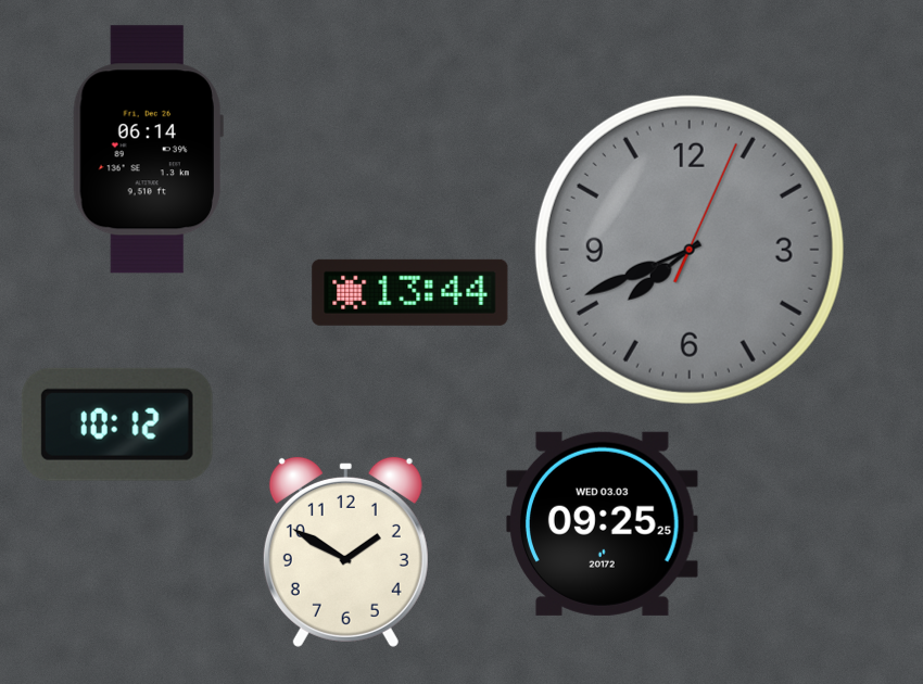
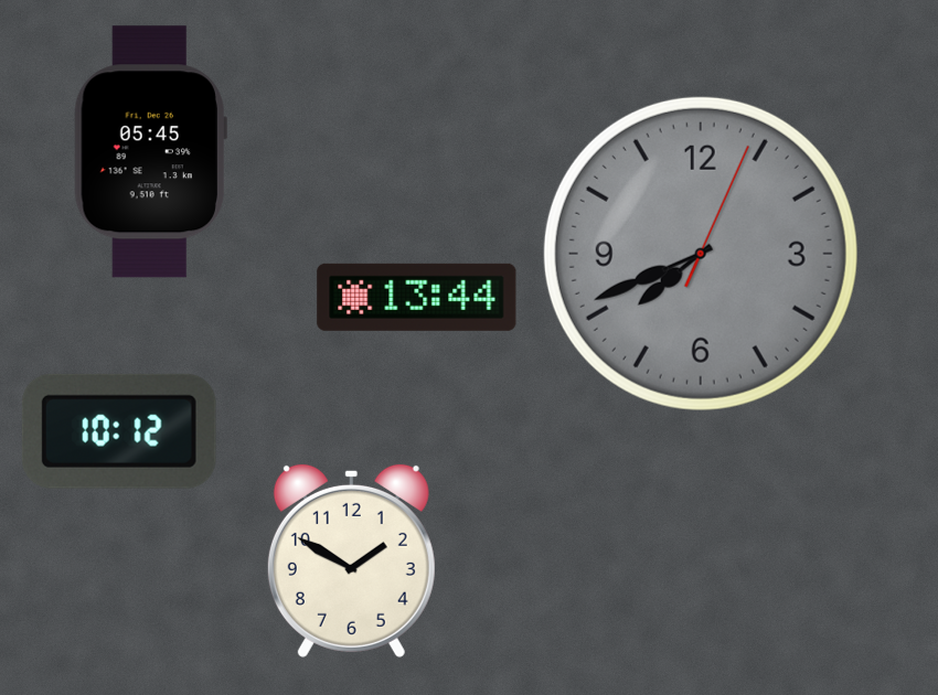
clock at (148, 150): 06:14 -> 05:45
clock at (603, 523): 09:25 -> none
